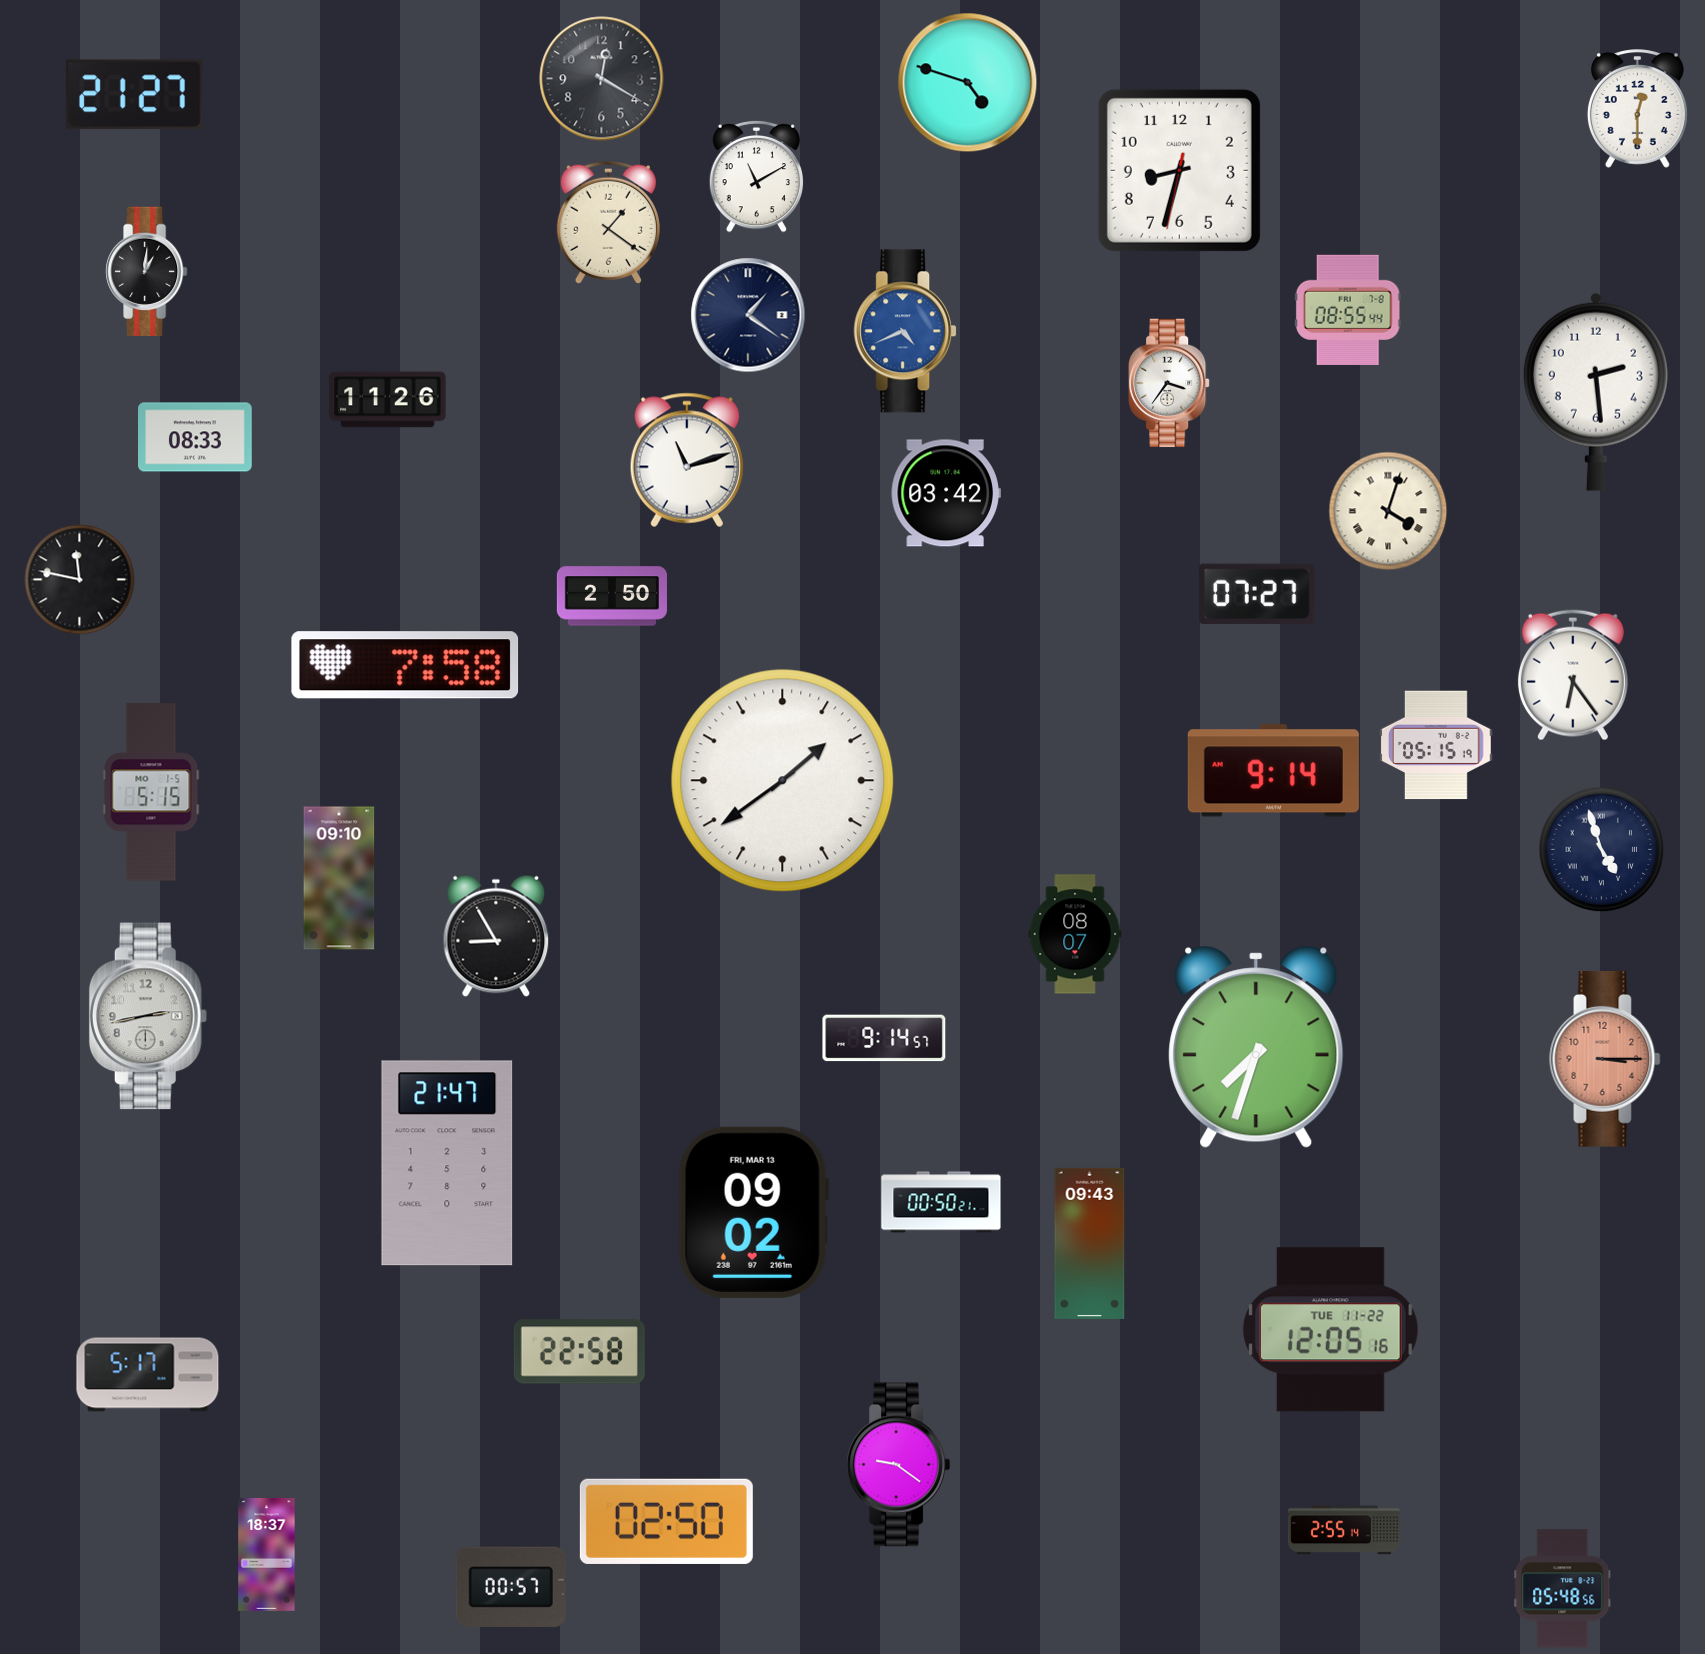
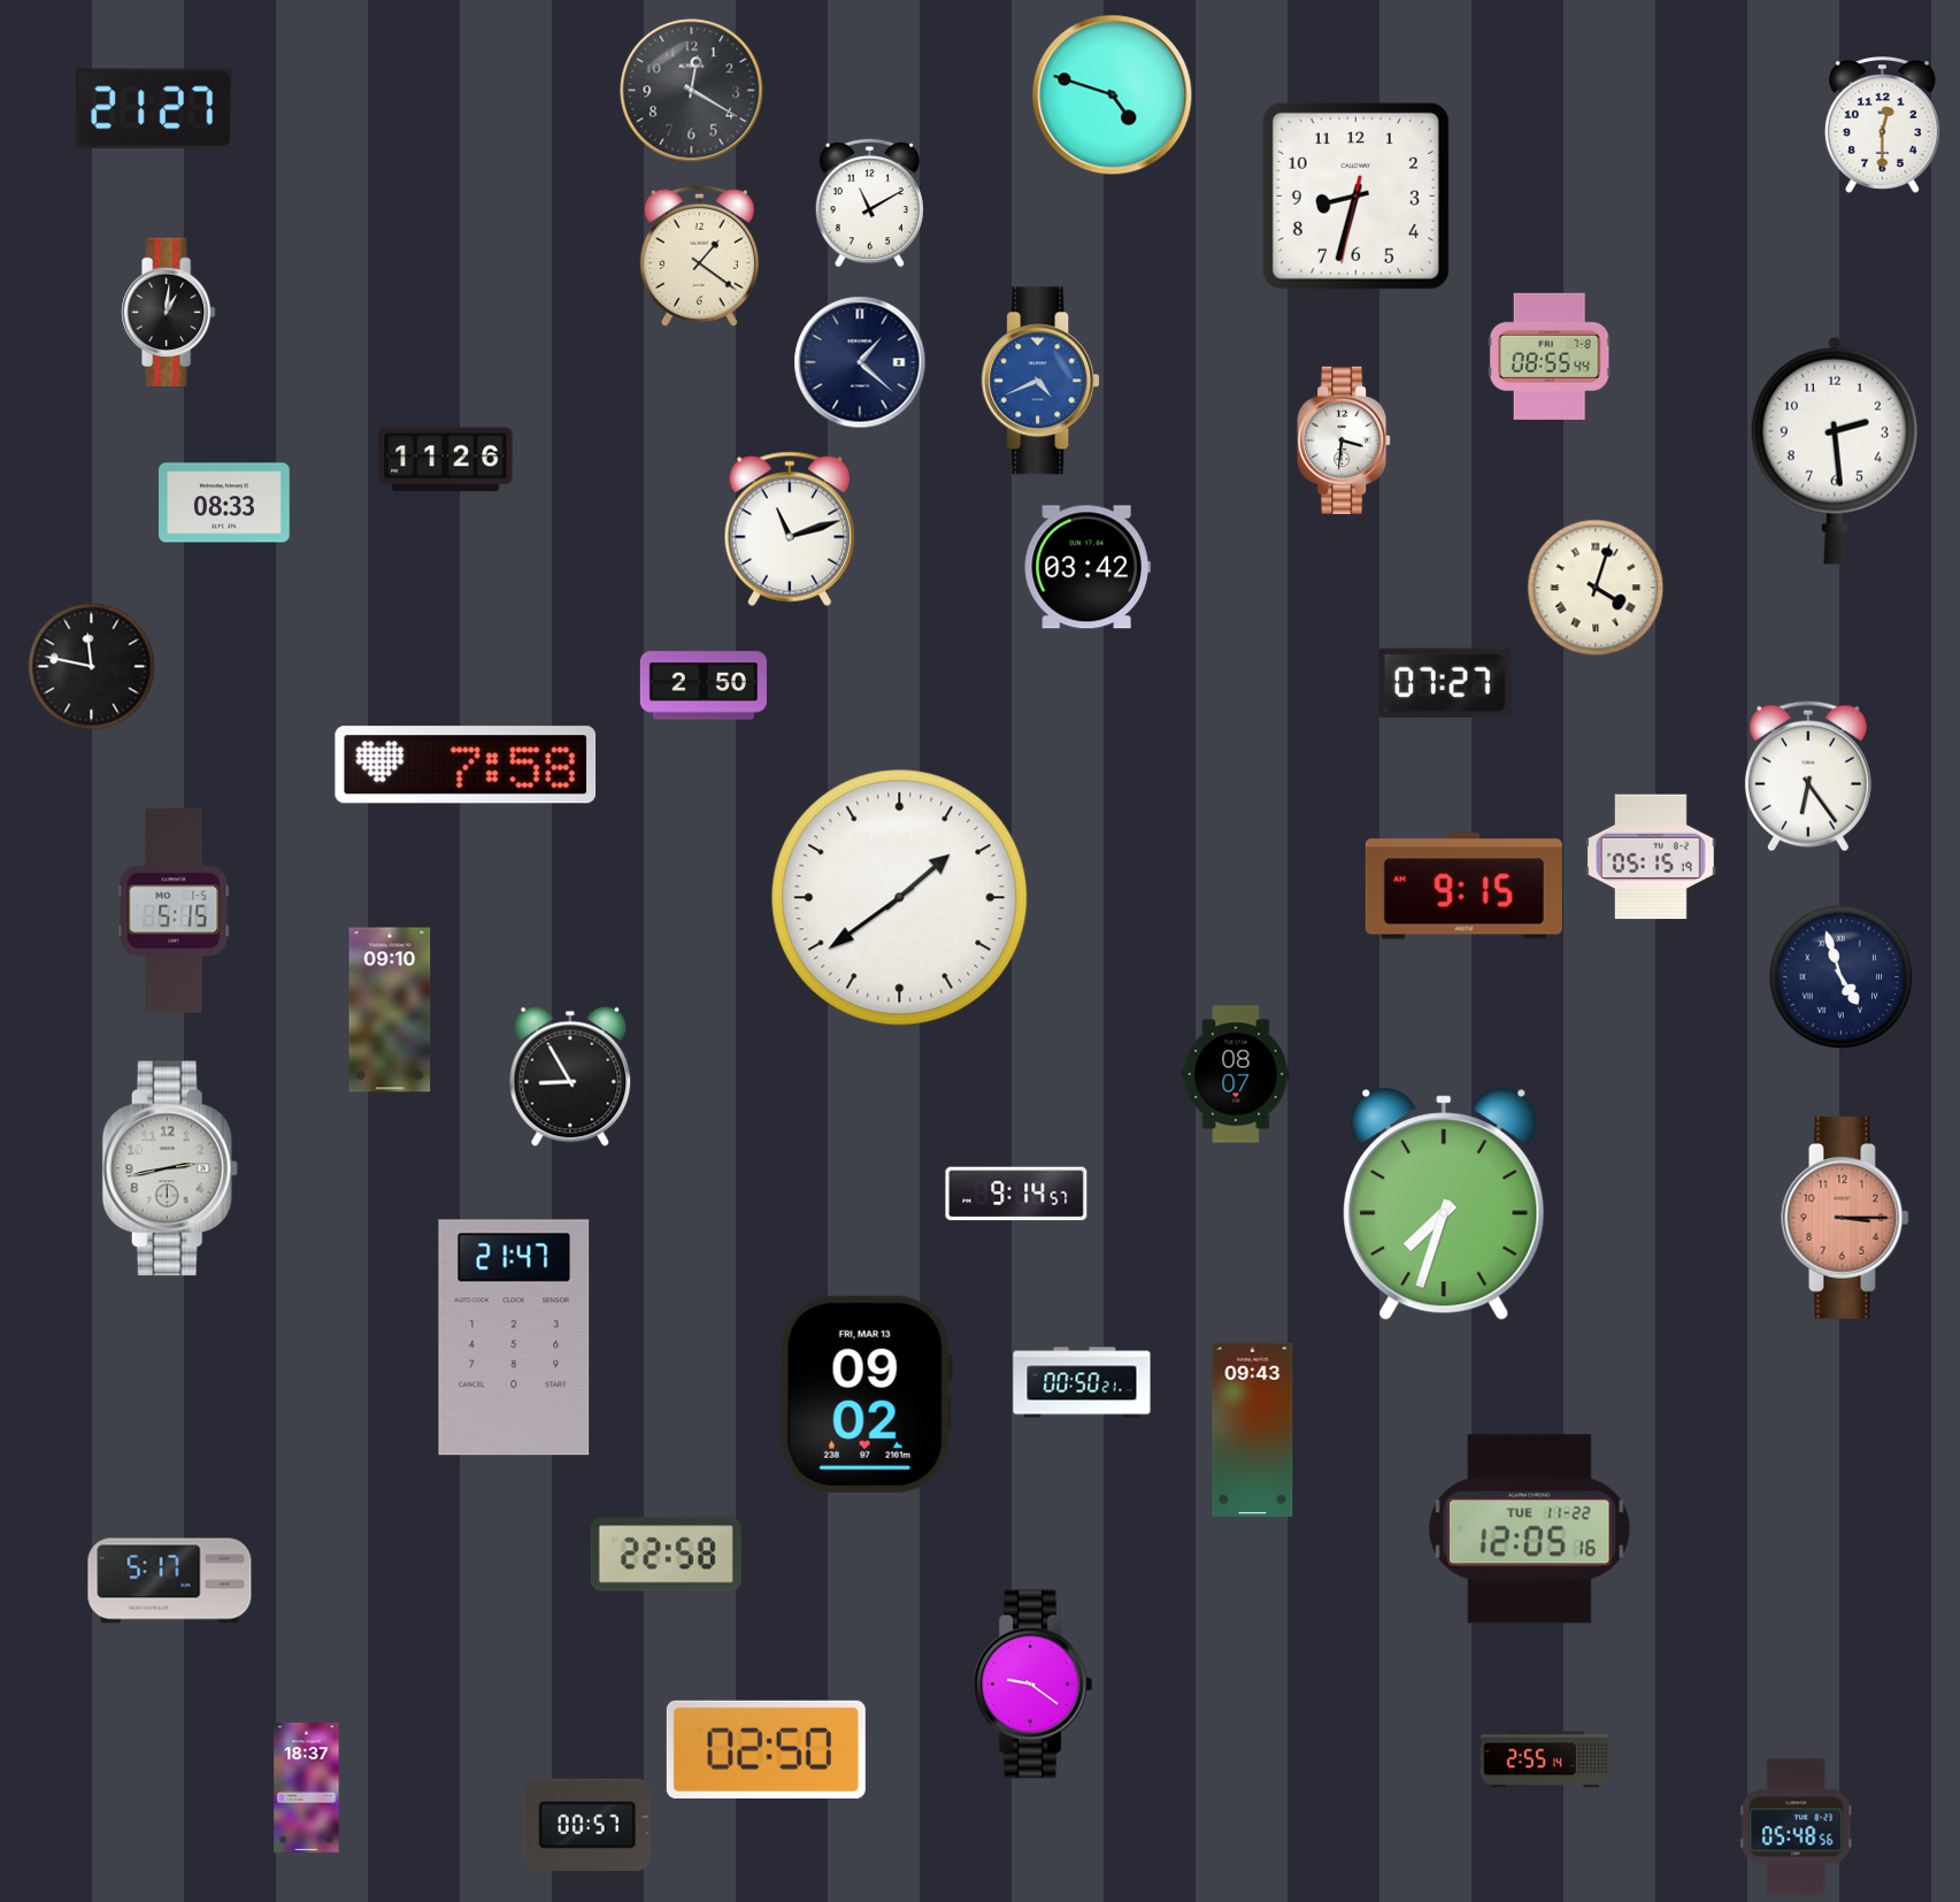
clock at (748, 315): 1:21 -> 1:22
clock at (1170, 383): 3:36 -> 3:31
clock at (1273, 771): 9:14 -> 9:15
